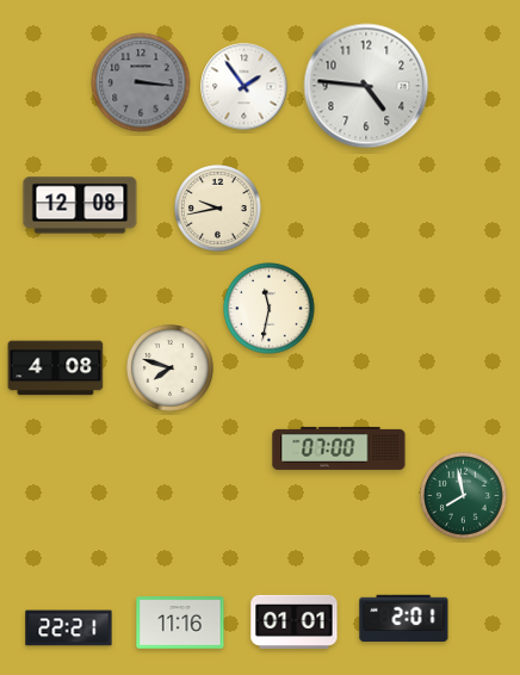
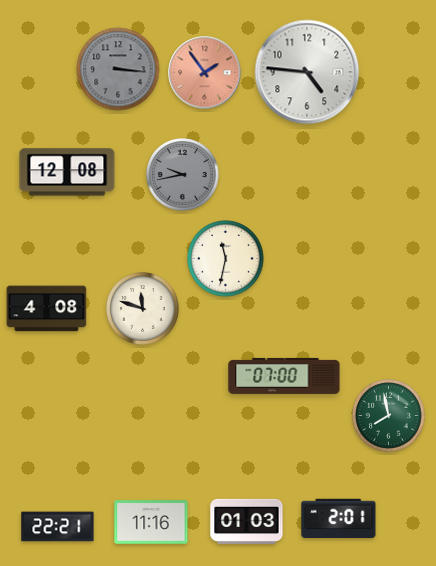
clock at (244, 87) dial: white -> salmon
clock at (218, 209) dial: cream -> grey
clock at (171, 369): 7:48 -> 11:48
clock at (295, 621): 01:01 -> 01:03
